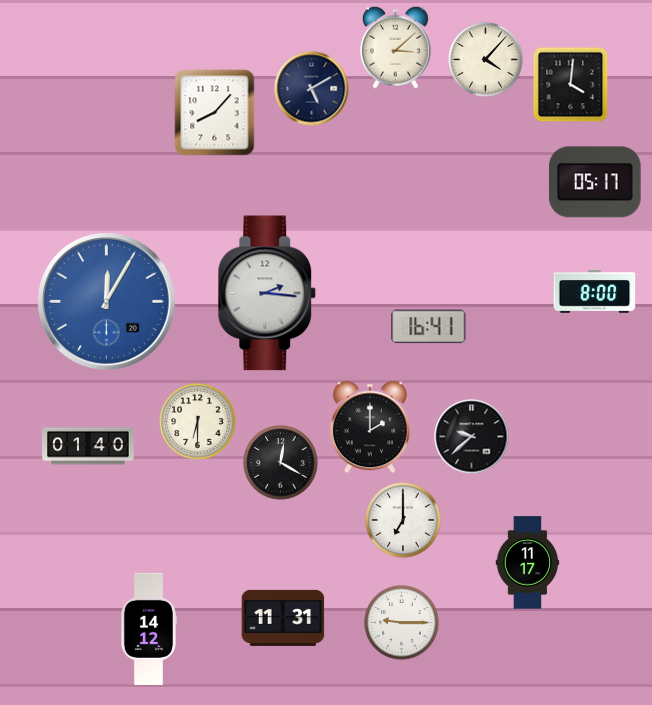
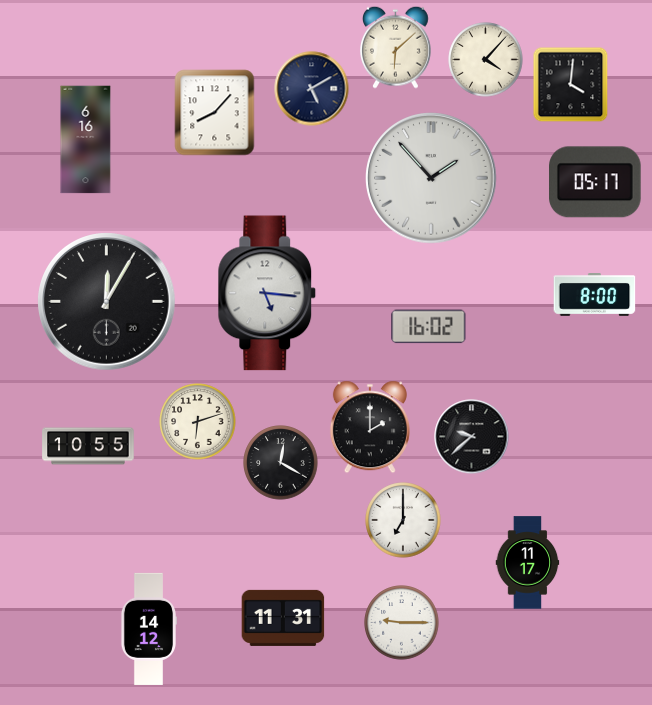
clock at (396, 47): 3:08 -> 6:08
clock at (86, 140): none -> 6:16
clock at (431, 178): none -> 1:53
clock at (595, 292) position: (595, 292) -> (595, 295)
clock at (267, 293): 2:16 -> 5:16
clock at (107, 302) dial: blue -> black
clock at (429, 327): 16:41 -> 16:02
clock at (198, 422): 6:30 -> 6:12
clock at (88, 446): 01:40 -> 10:55
